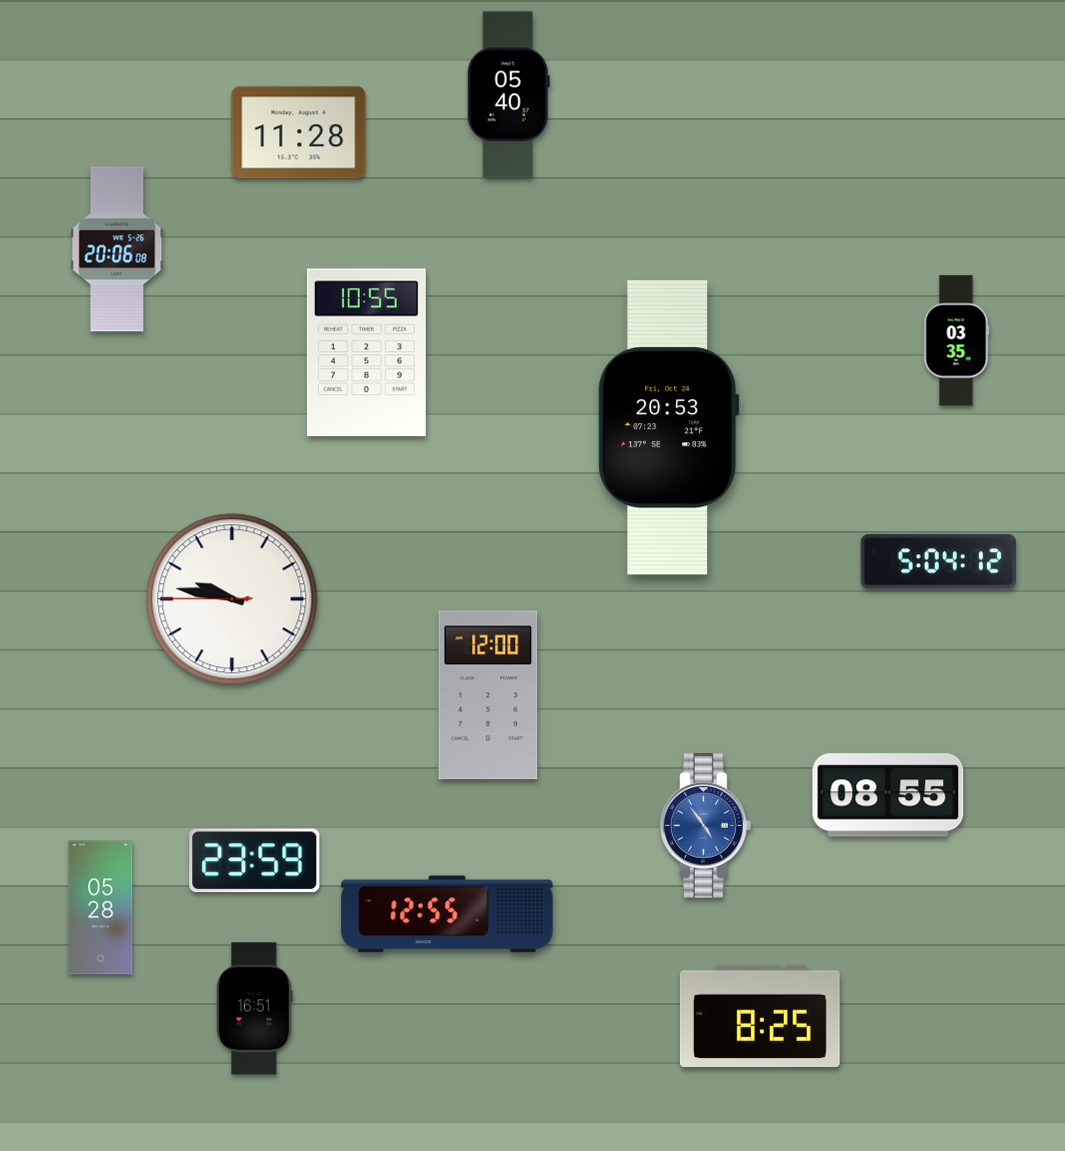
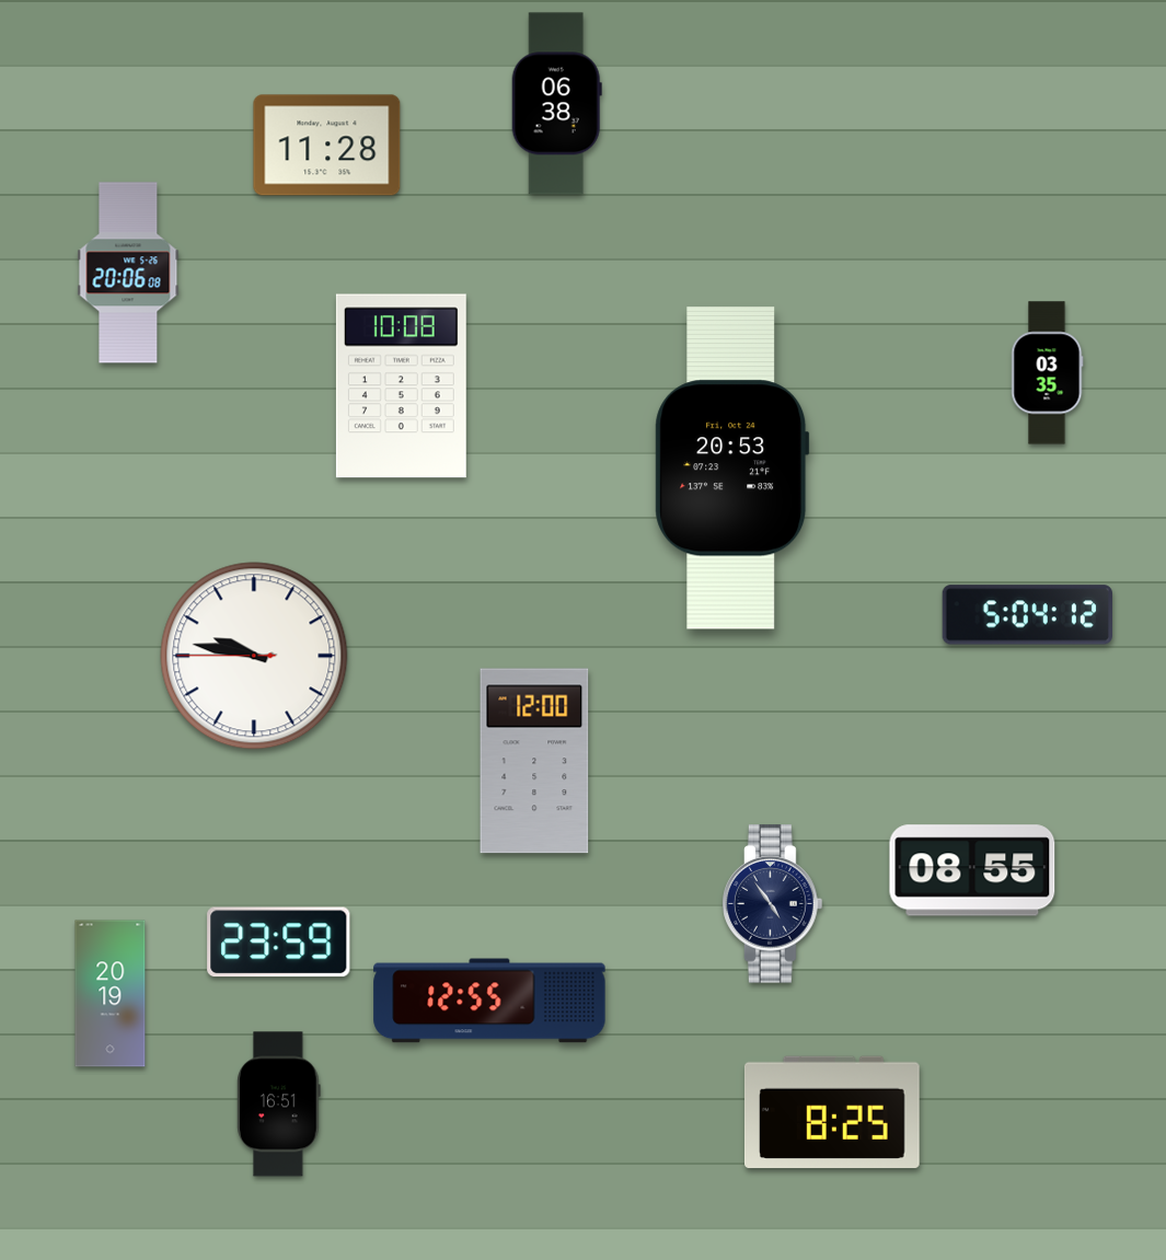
clock at (508, 95): 05:40 -> 06:38
clock at (366, 353): 10:55 -> 10:08
clock at (706, 826) dial: blue -> navy
clock at (101, 908): 05:28 -> 20:19
